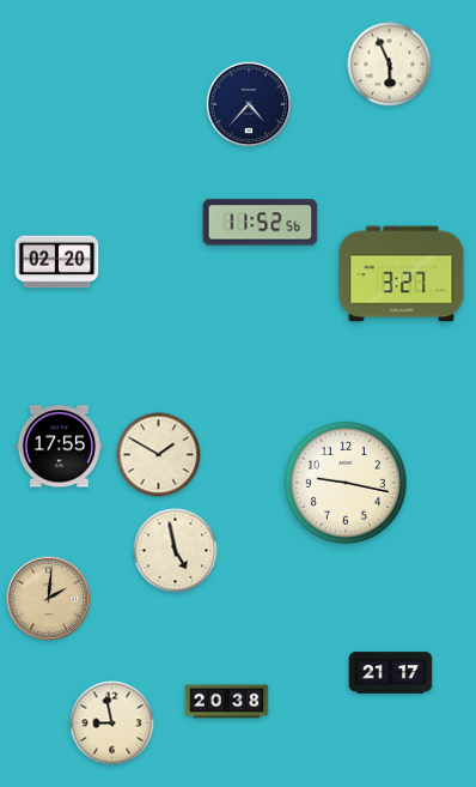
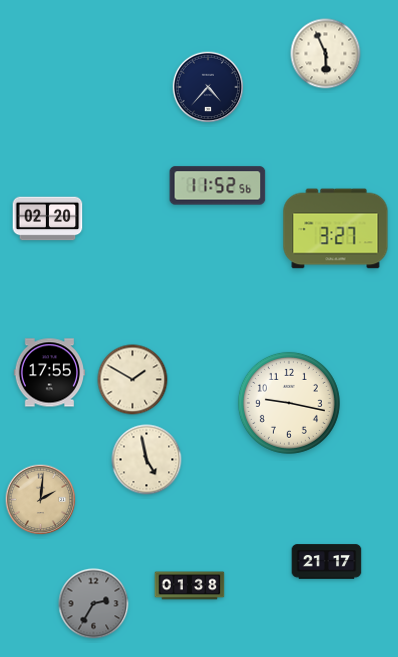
clock at (227, 702): 20:38 -> 01:38
clock at (112, 724): 8:58 -> 2:35
clock at (112, 724) dial: cream -> grey
